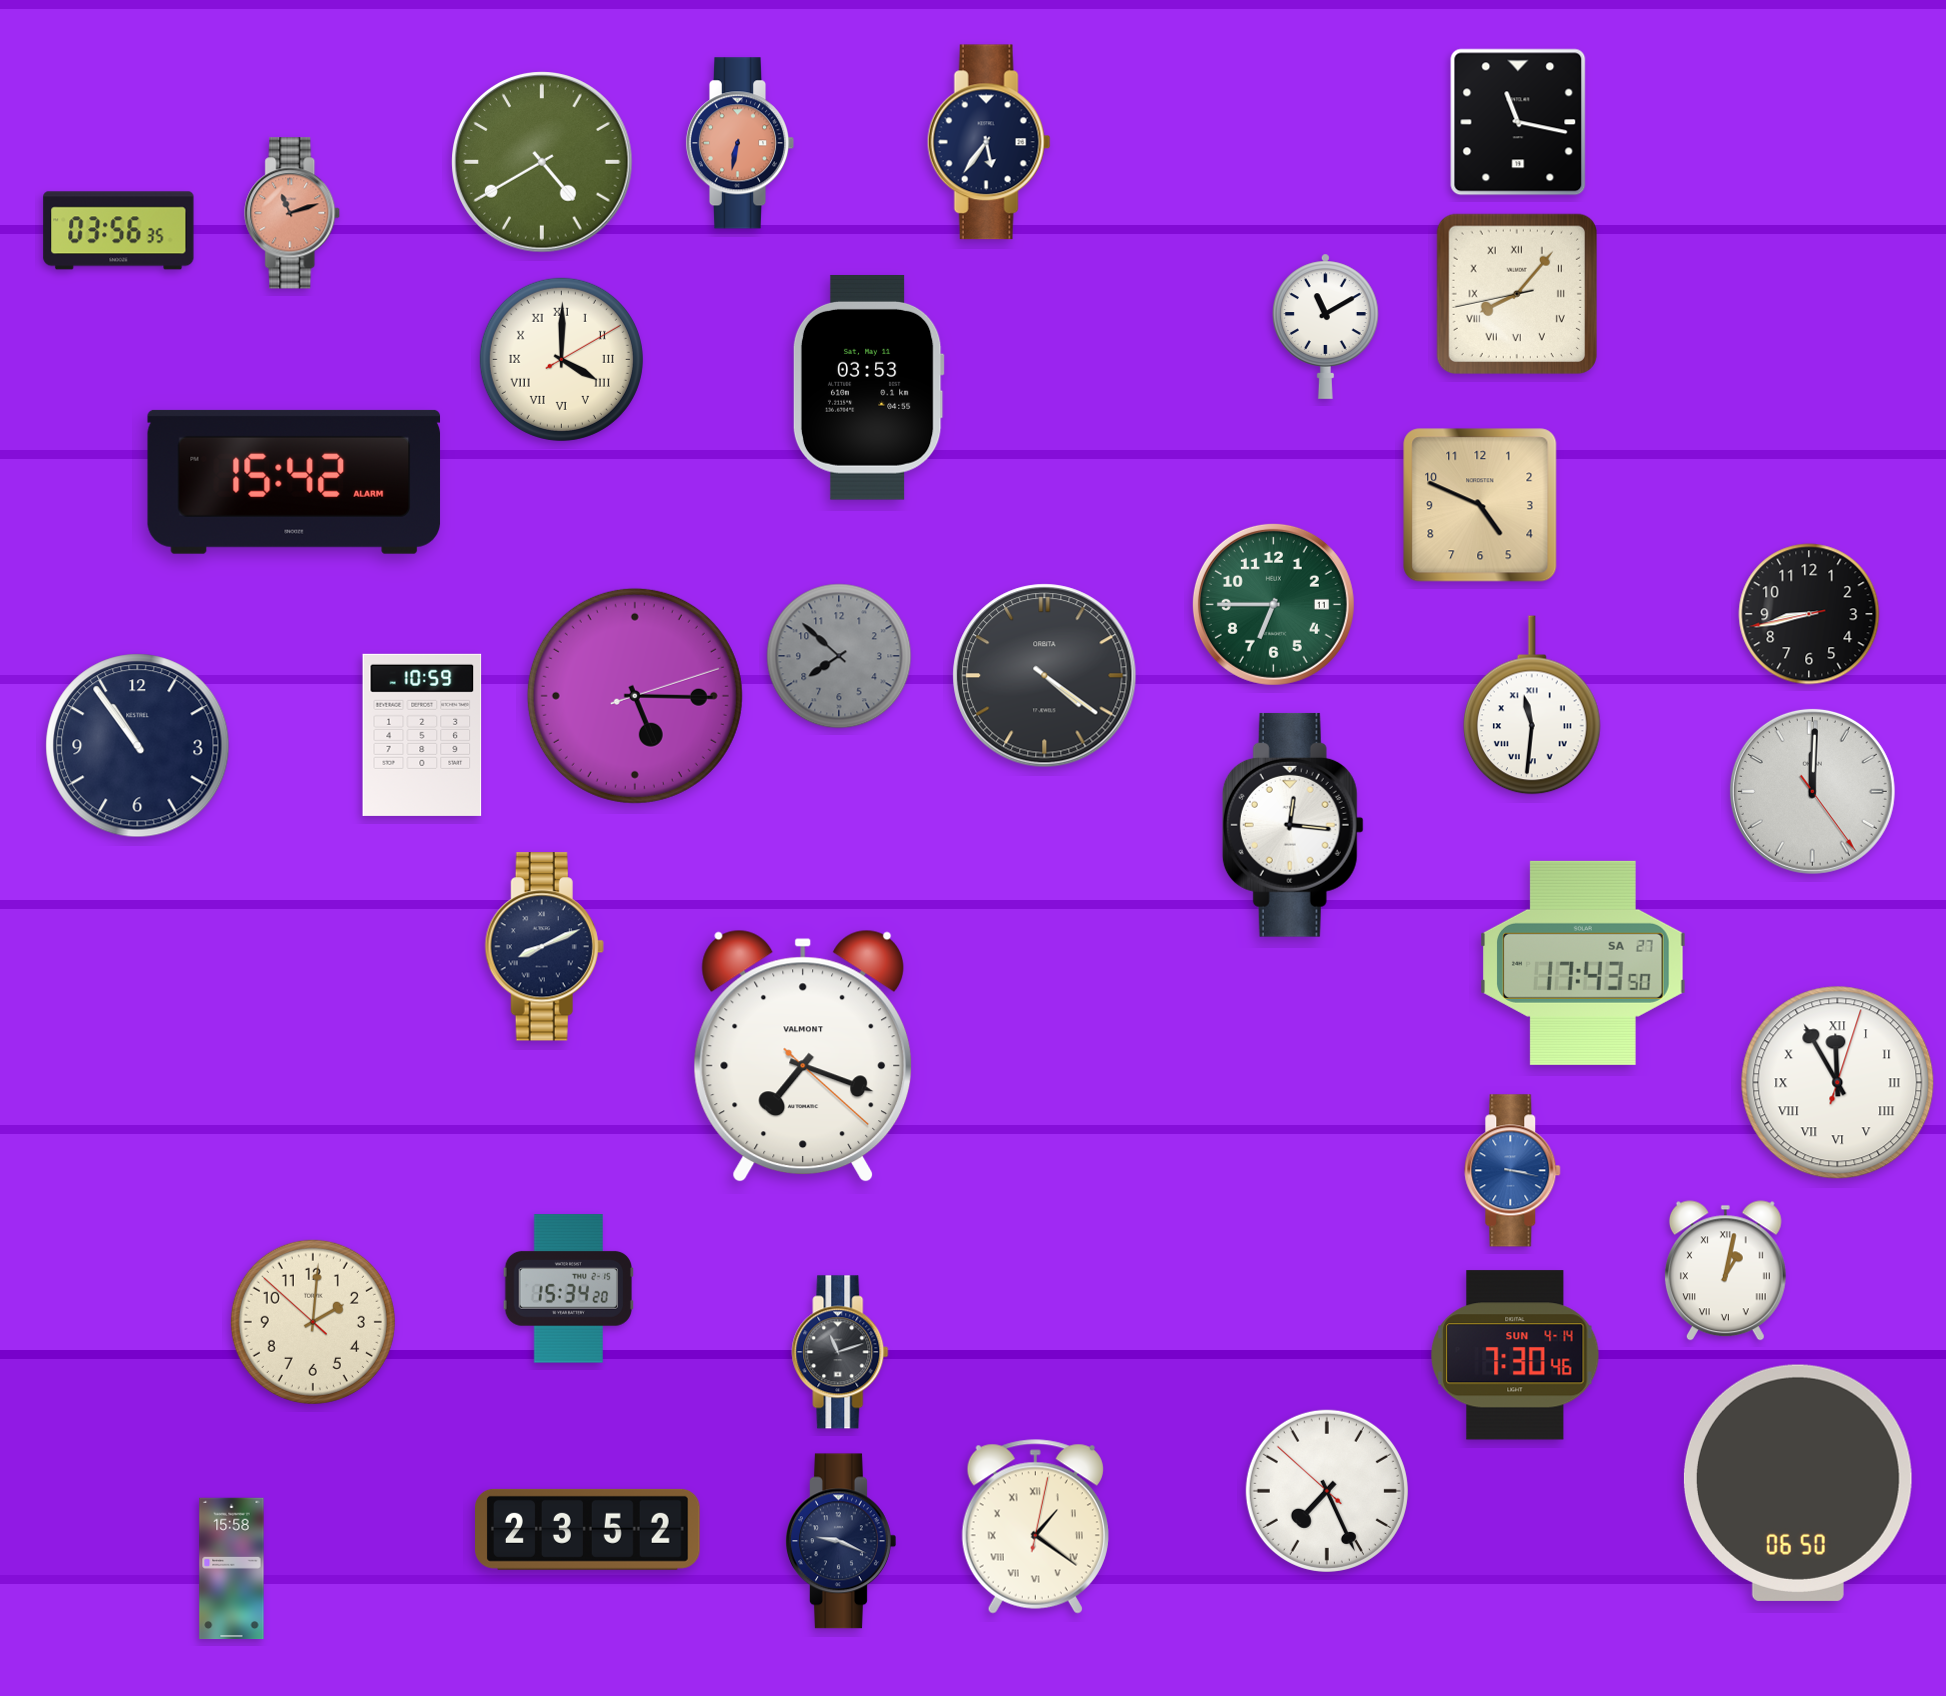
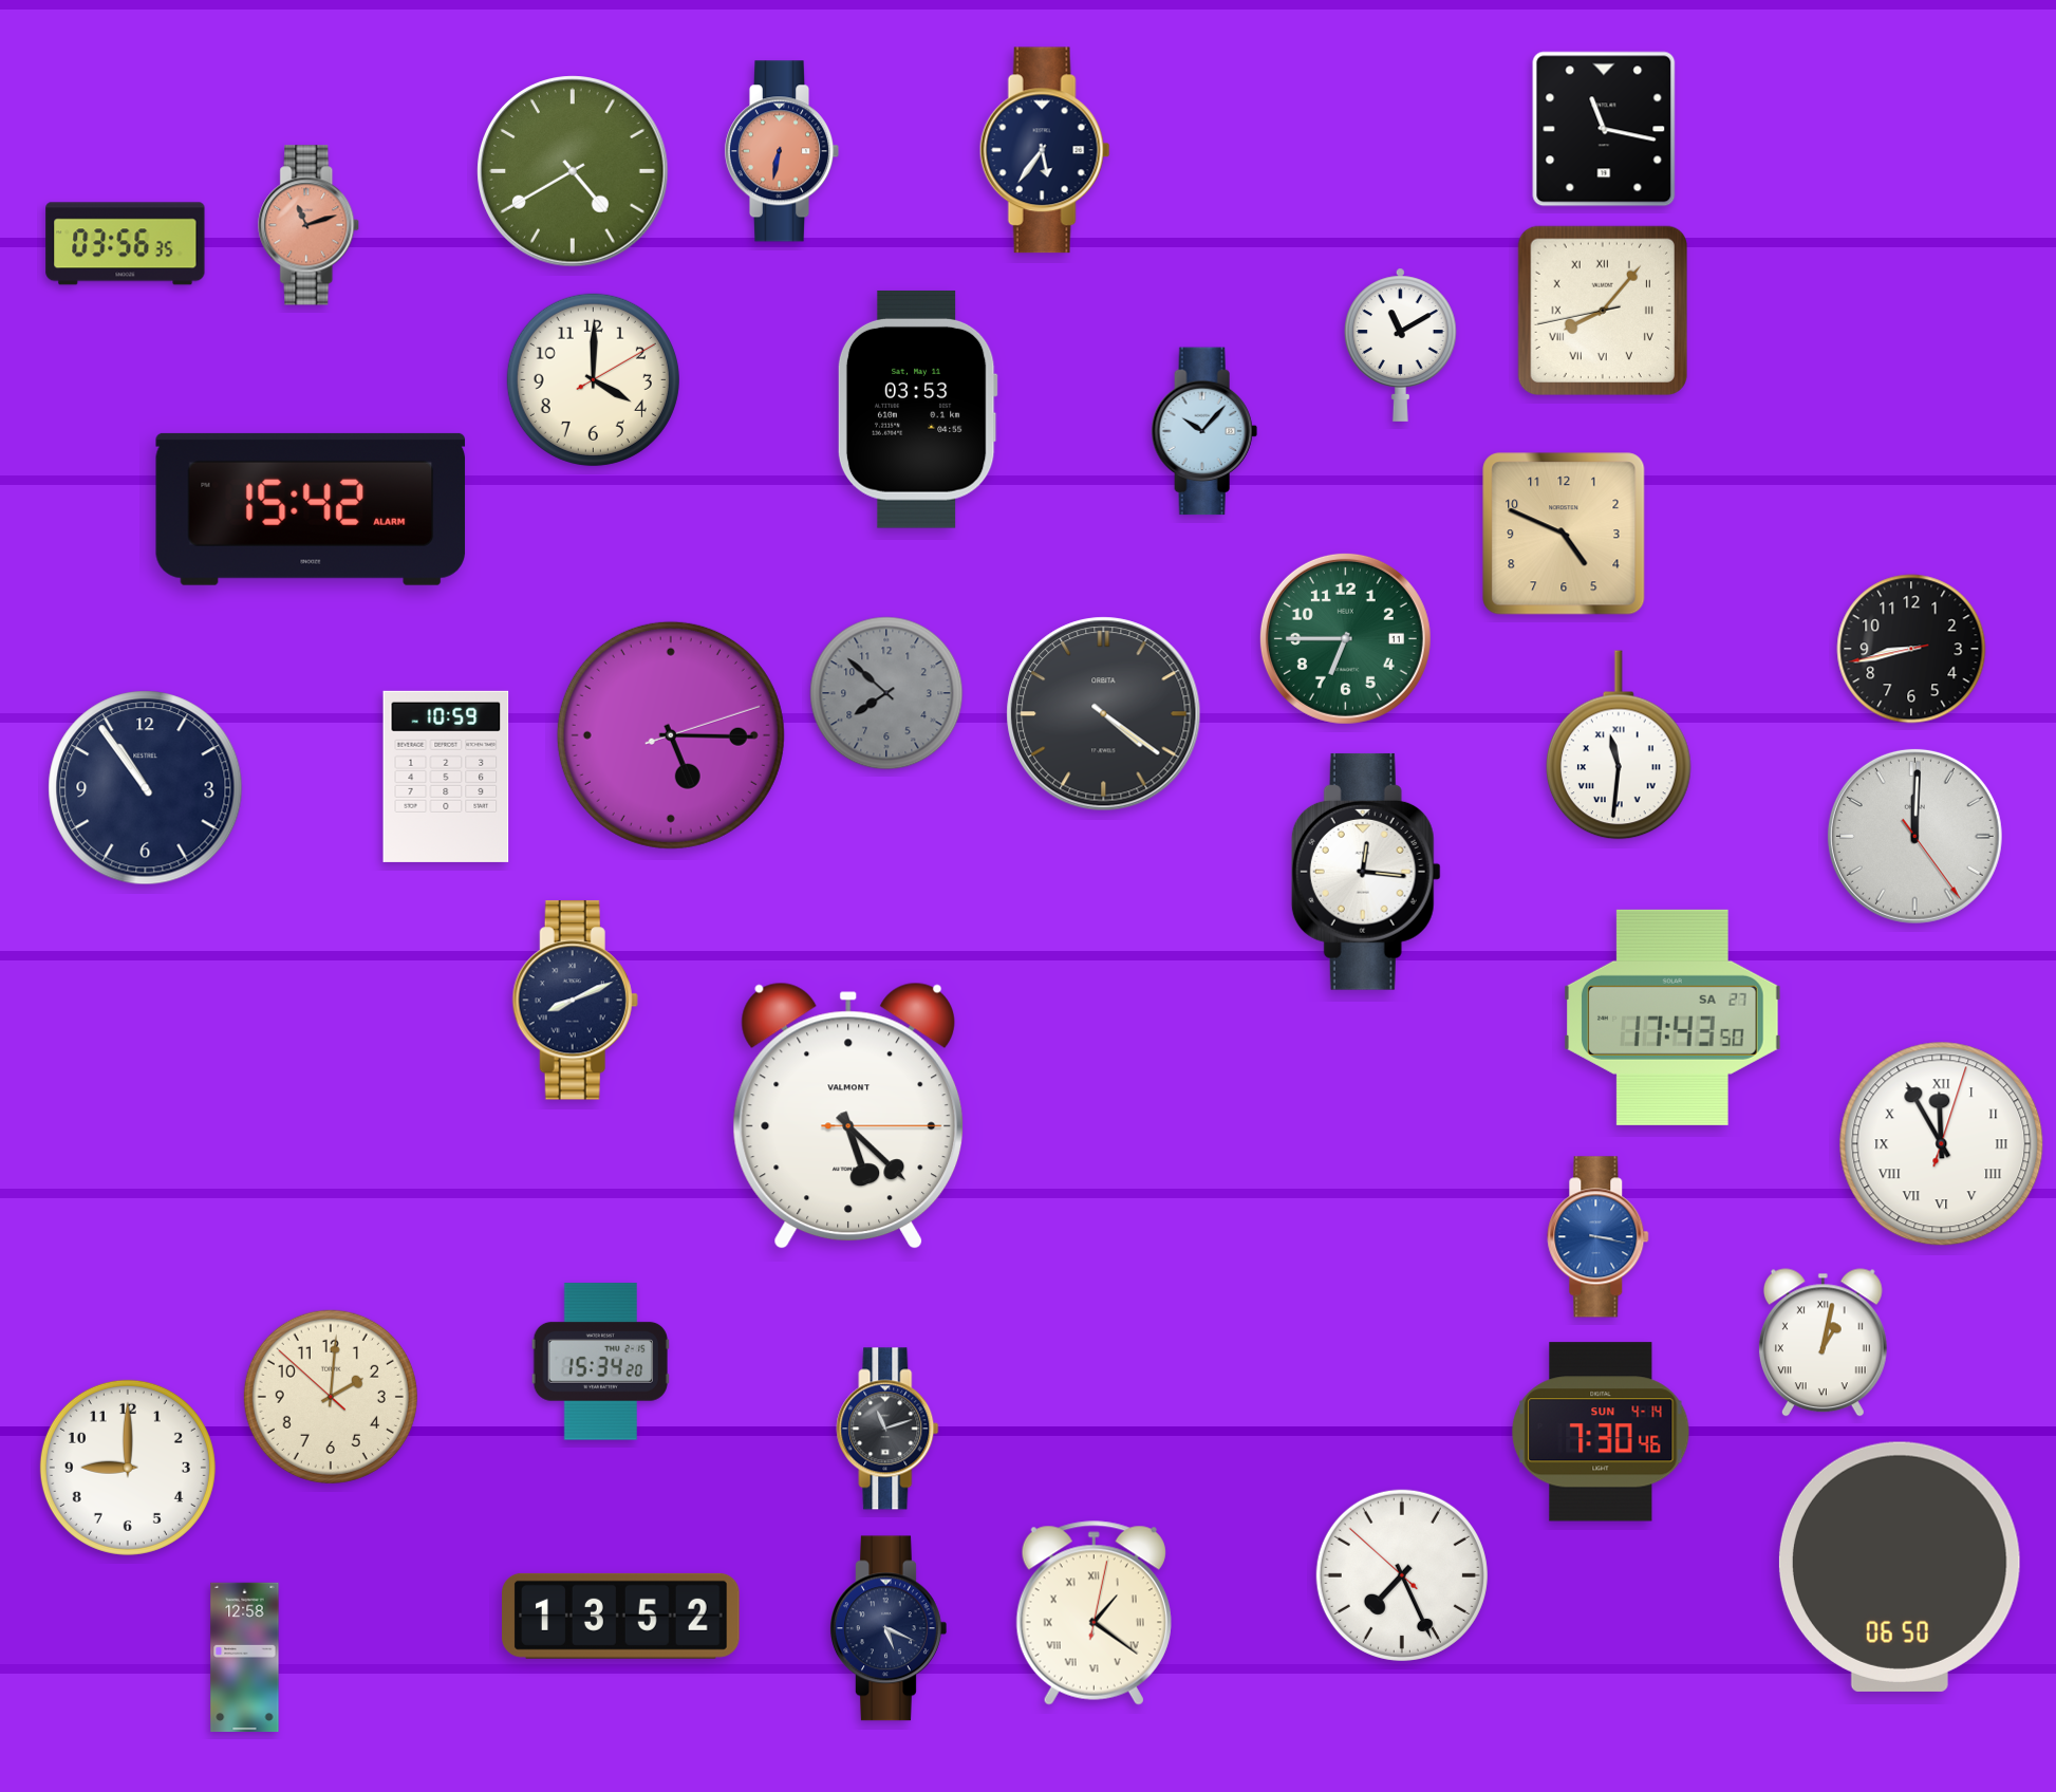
clock at (561, 359) numerals: Roman -> Arabic
clock at (1204, 431): none -> 10:07
clock at (802, 1056): 7:18 -> 5:22
clock at (128, 1468): none -> 9:00
clock at (588, 1529): 23:52 -> 13:52
clock at (841, 1541): 9:19 -> 5:19
clock at (232, 1569): 15:58 -> 12:58
